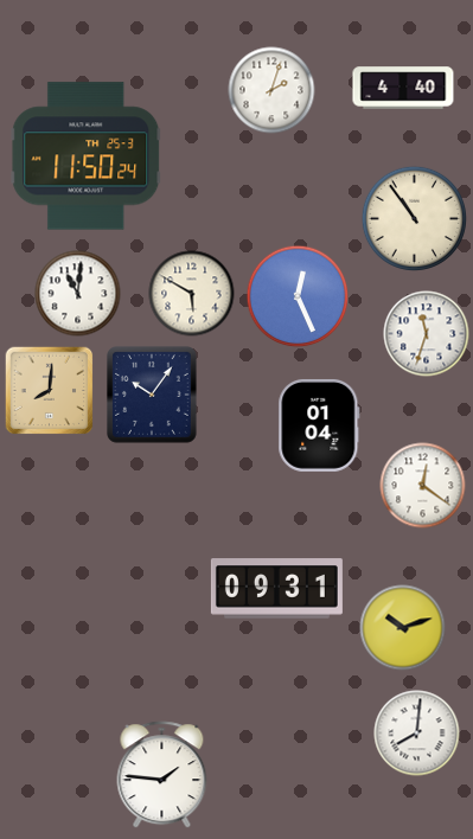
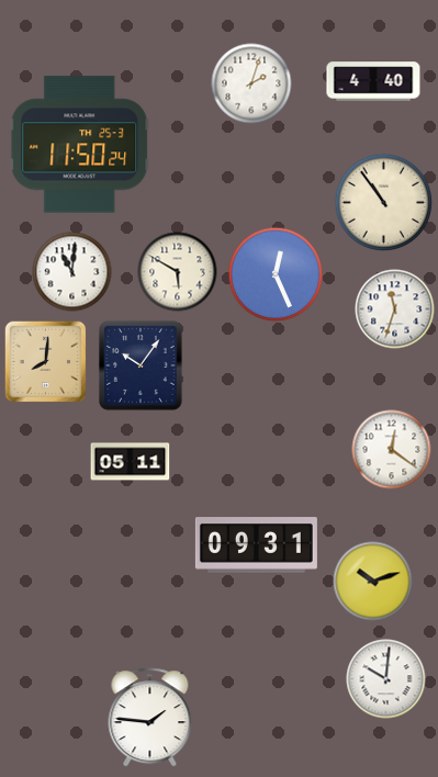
clock at (319, 425): 01:04 -> none
clock at (131, 462): none -> 05:11
clock at (417, 734): 8:01 -> 10:01
